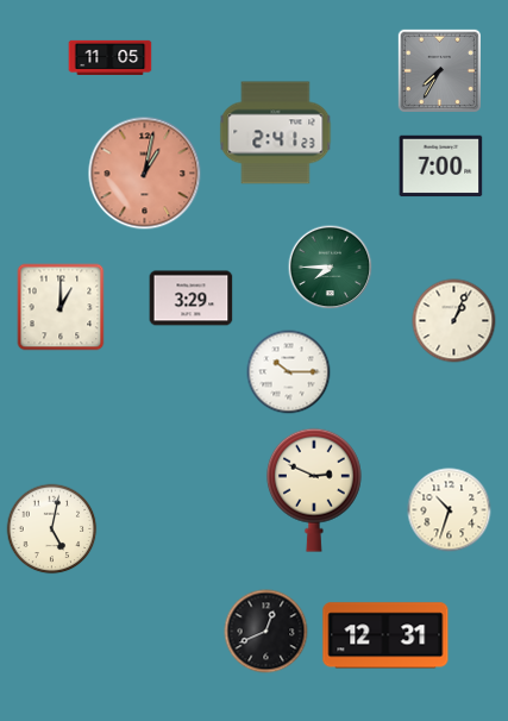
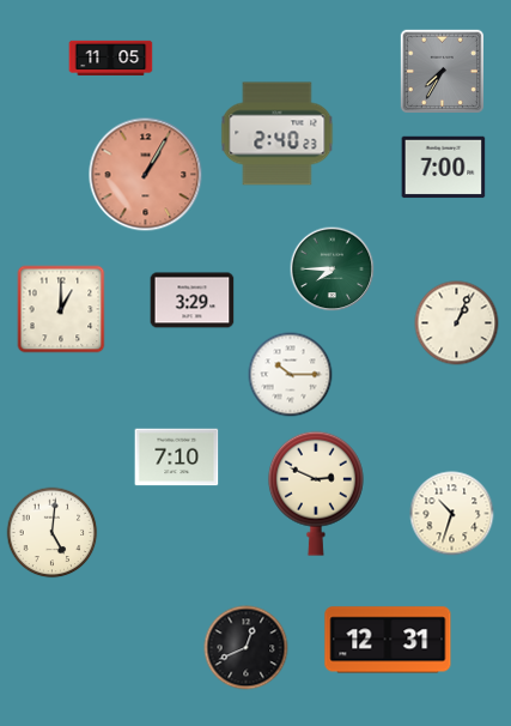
clock at (276, 133): 2:41 -> 2:40
clock at (145, 174): 1:02 -> 1:05
clock at (177, 458): none -> 7:10
clock at (52, 529): 5:02 -> 5:01
clock at (266, 632) position: (266, 632) -> (247, 648)
